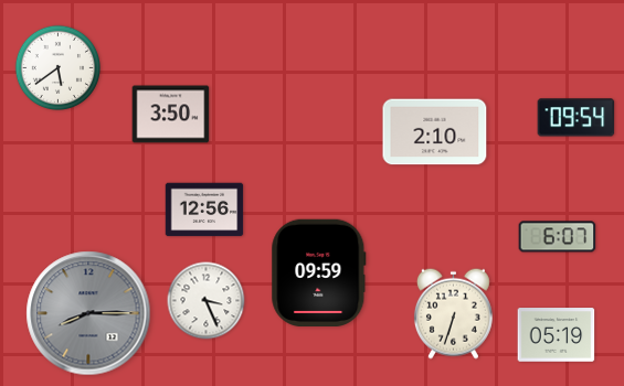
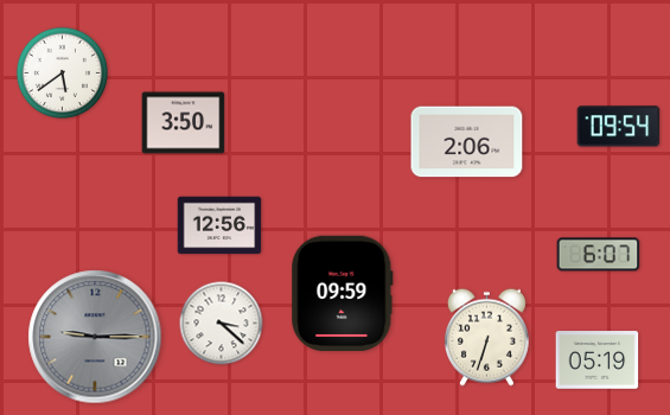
clock at (435, 132): 2:10 -> 2:06
clock at (207, 301): 3:26 -> 3:22
clock at (88, 313): 8:15 -> 9:15
